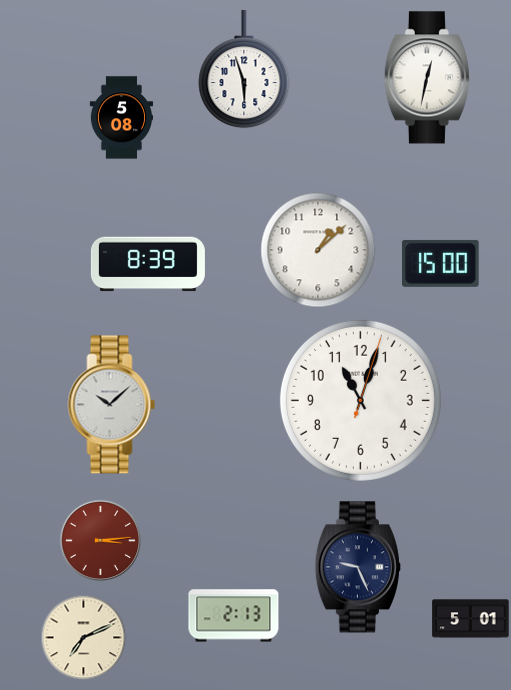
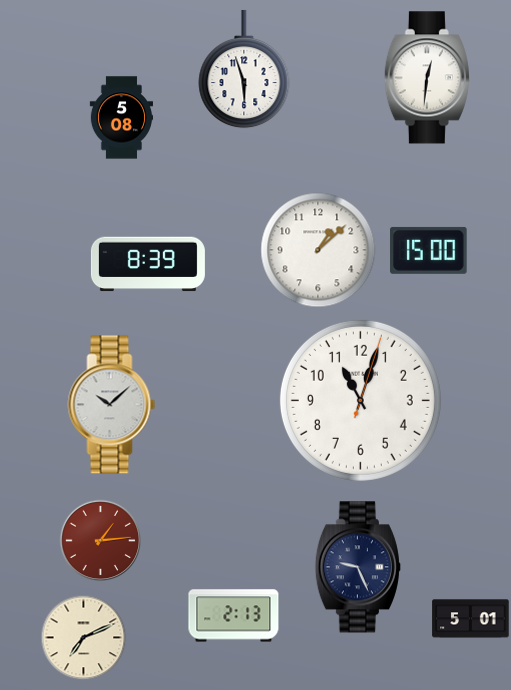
clock at (427, 78): 12:32 -> 12:31
clock at (441, 263) position: (441, 263) -> (429, 250)
clock at (100, 540): 3:14 -> 1:14
